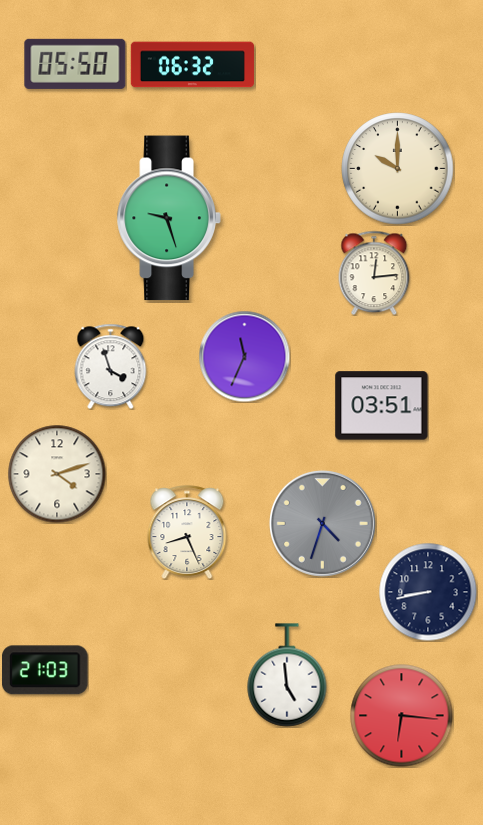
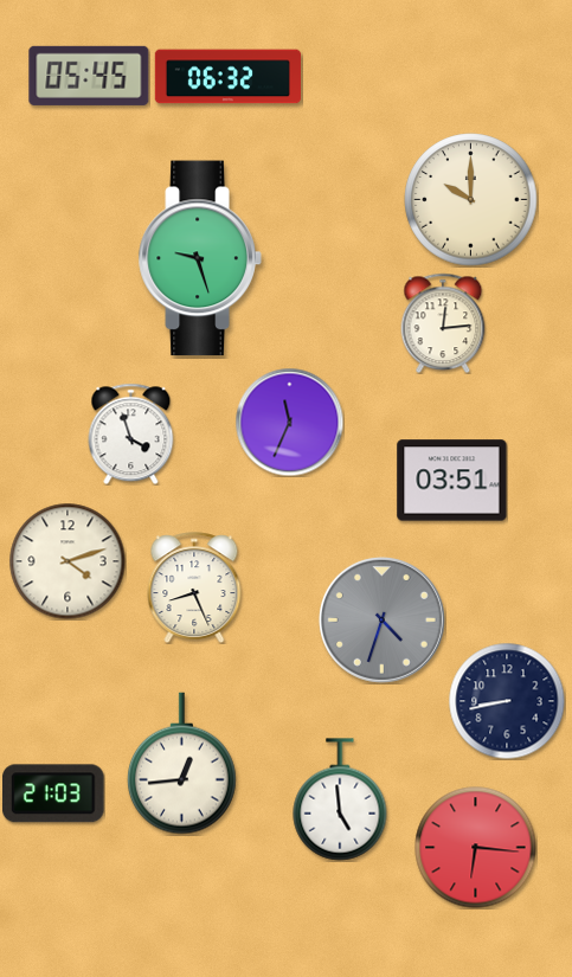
clock at (75, 64): 05:50 -> 05:45
clock at (187, 532) position: (187, 532) -> (194, 587)
clock at (181, 764): none -> 12:44
